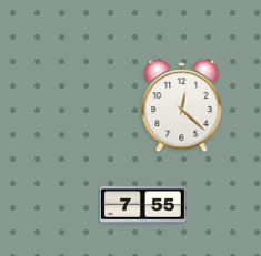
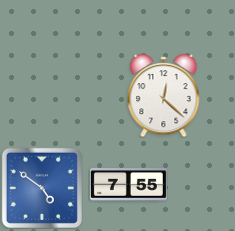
clock at (42, 188): none -> 4:51
